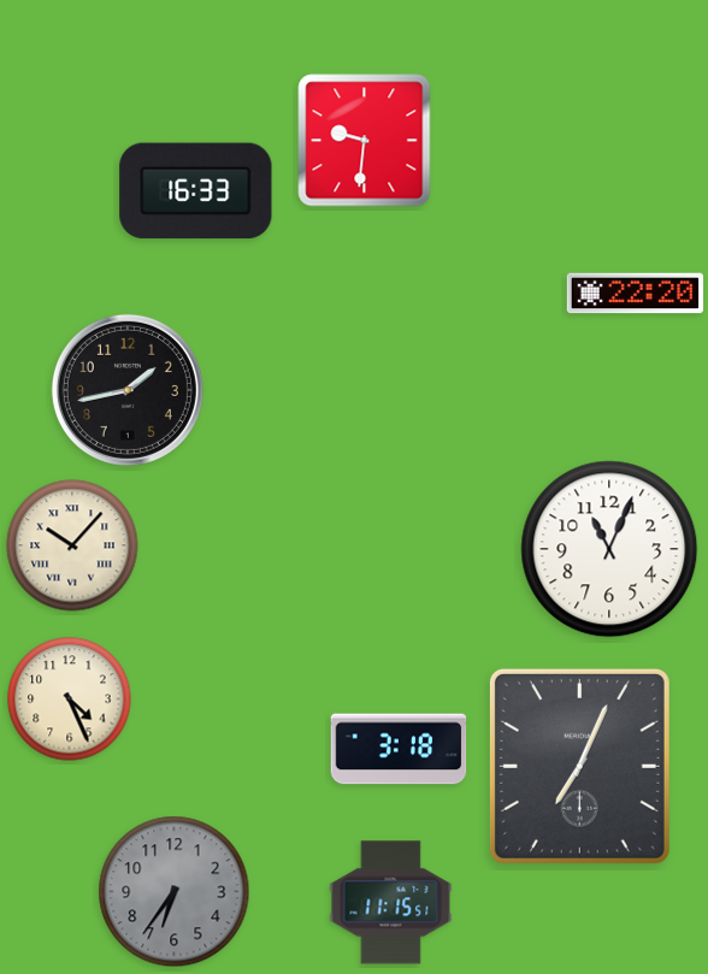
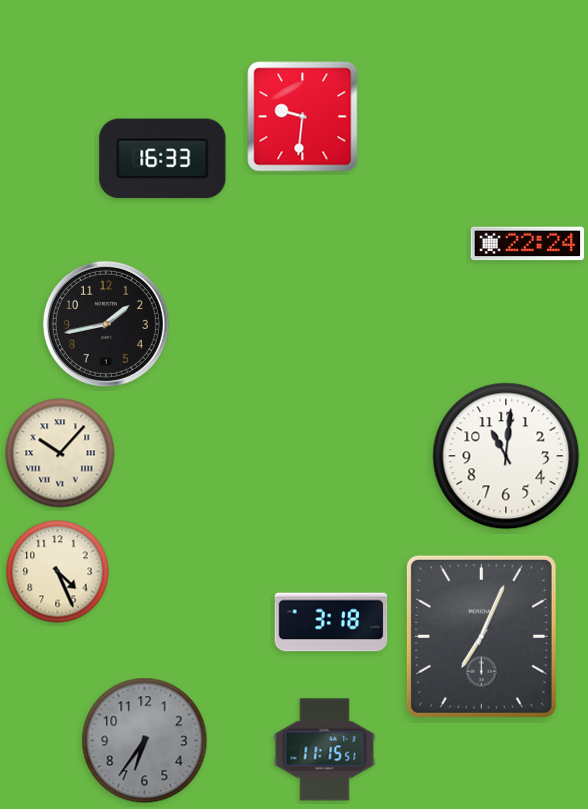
clock at (636, 294): 22:20 -> 22:24
clock at (609, 549): 11:04 -> 11:01
clock at (70, 699) position: (70, 699) -> (58, 572)
